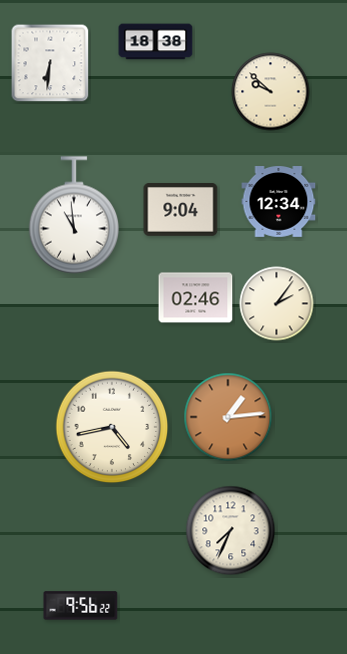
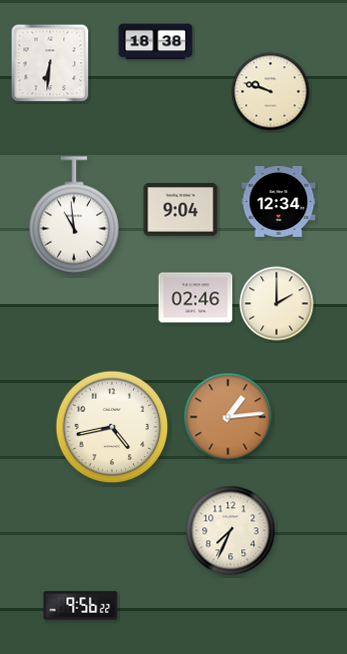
clock at (271, 92): 9:52 -> 9:48
clock at (277, 304): 2:06 -> 2:00
